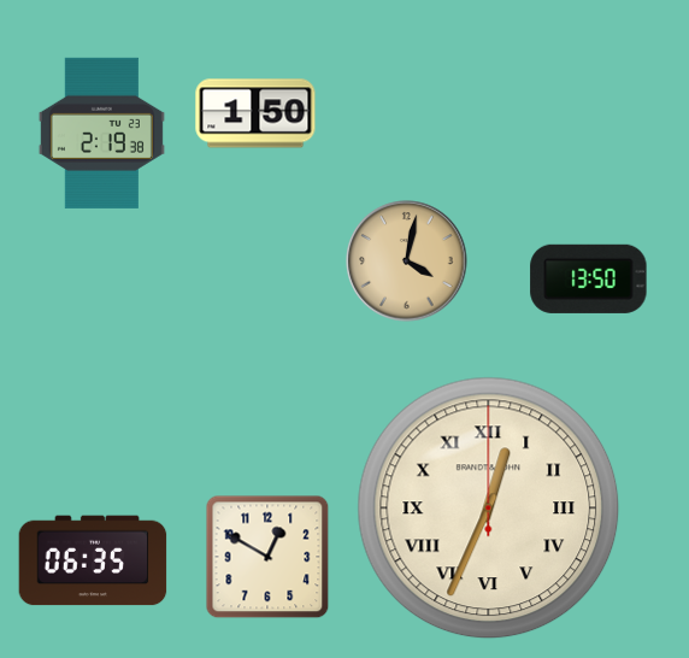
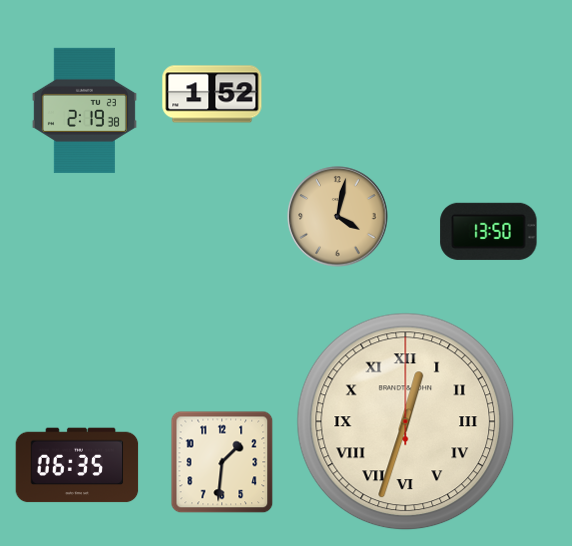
clock at (255, 113): 1:50 -> 1:52
clock at (489, 509): 12:34 -> 12:33
clock at (267, 557): 12:50 -> 1:31
